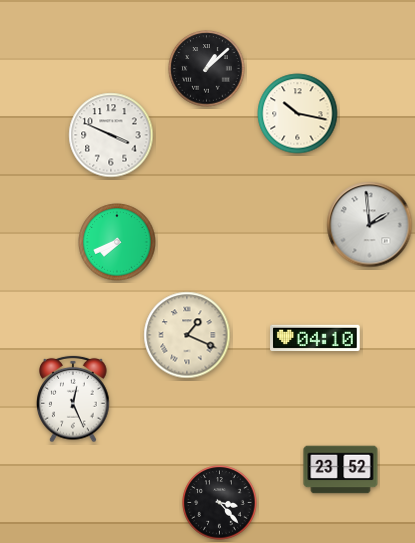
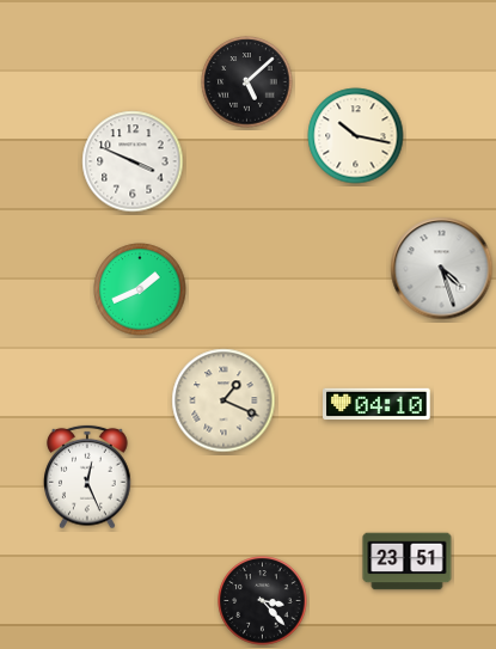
clock at (207, 69): 1:08 -> 5:08
clock at (370, 225): 1:59 -> 4:27
clock at (117, 242): 7:41 -> 1:41
clock at (341, 470): 23:52 -> 23:51
